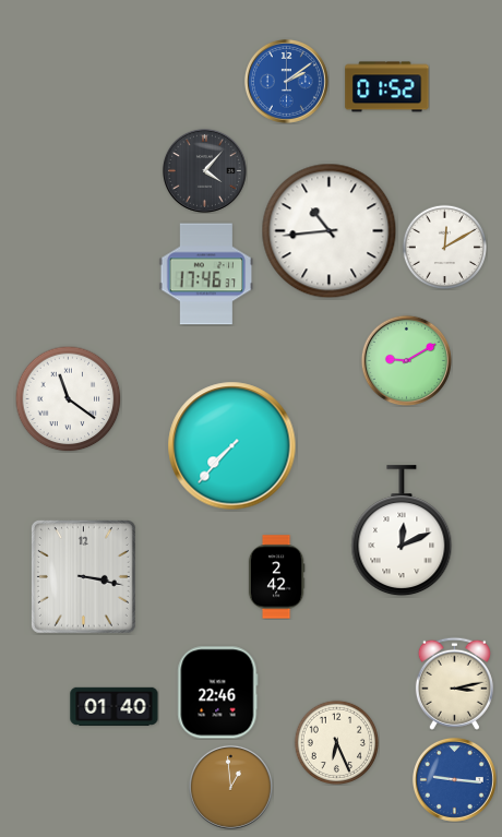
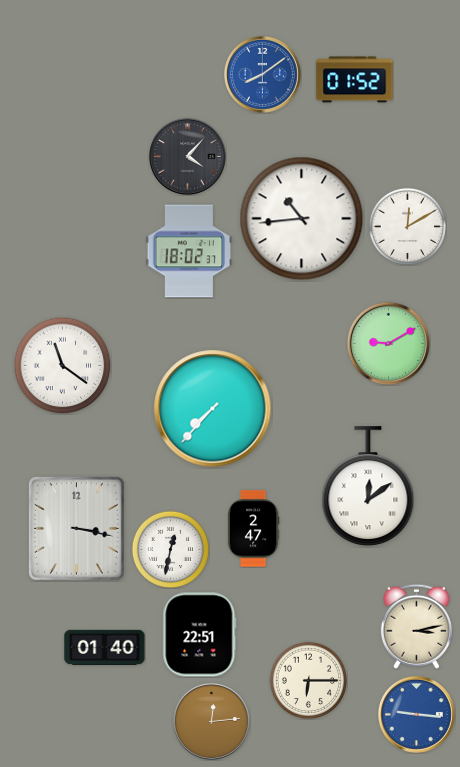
clock at (286, 81): 2:09 -> 8:09
clock at (330, 231) position: (330, 231) -> (302, 219)
clock at (206, 274): 17:46 -> 18:02
clock at (406, 360) position: (406, 360) -> (388, 343)
clock at (402, 531): 12:11 -> 12:09
clock at (276, 577): 2:42 -> 2:47
clock at (170, 549): none -> 12:32
clock at (218, 693): 22:46 -> 22:51
clock at (336, 742): 6:26 -> 6:15
clock at (230, 787): 12:59 -> 12:14
